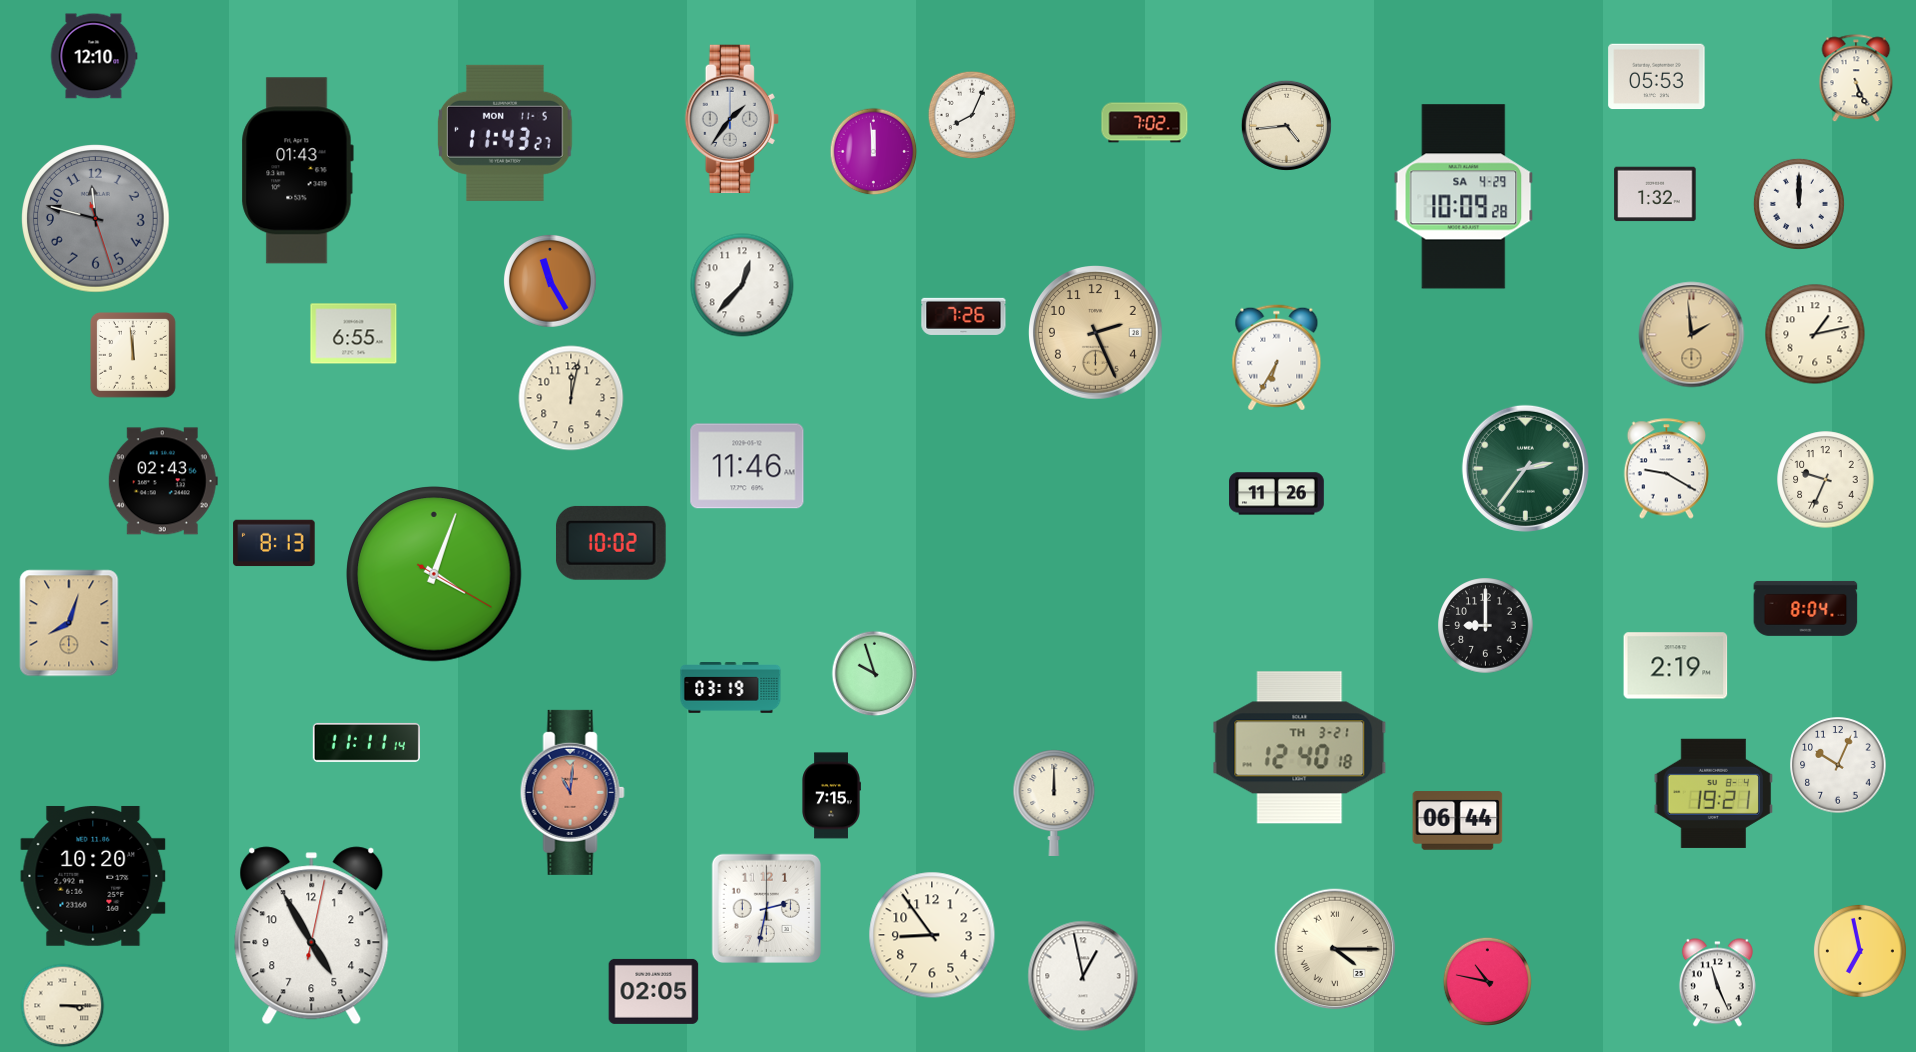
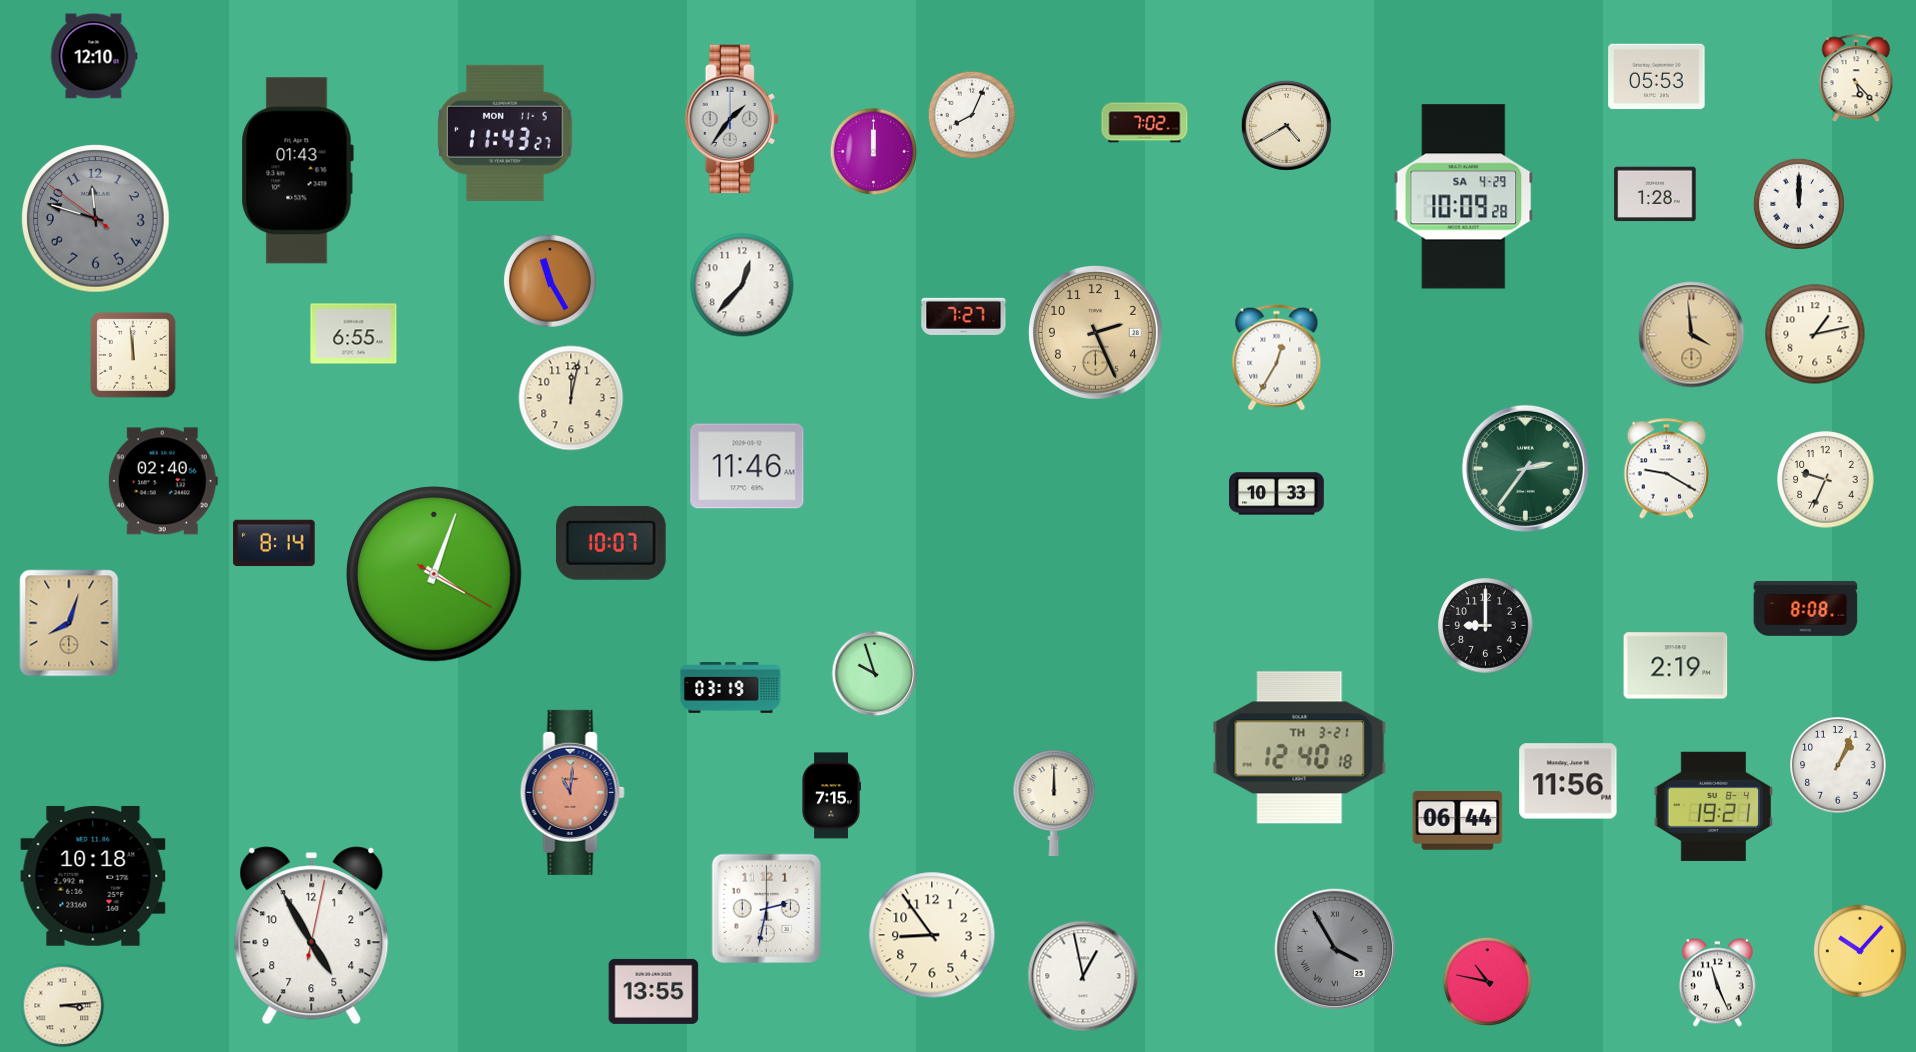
clock at (1856, 79): 5:26 -> 5:23
clock at (1286, 125): 4:44 -> 4:40
clock at (874, 152): 11:59 -> 12:00
clock at (1655, 194): 1:32 -> 1:28
clock at (96, 219): 11:47:27 -> 11:47:51
clock at (964, 316): 7:26 -> 7:27
clock at (1692, 335): 1:59 -> 3:59
clock at (1277, 358): 6:35 -> 12:35
clock at (163, 481): 02:43 -> 02:40
clock at (1277, 494): 11:26 -> 10:33
clock at (274, 543): 8:13 -> 8:14
clock at (611, 543): 10:02 -> 10:07
clock at (1806, 608): 8:04 -> 8:08
clock at (366, 742): 11:11 -> none
clock at (1838, 765): 10:04 -> 1:04
clock at (1568, 781): none -> 11:56
clock at (1714, 793) position: (1714, 793) -> (1714, 806)
clock at (93, 876): 10:20 -> 10:18
clock at (1335, 949): 4:15 -> 3:55
clock at (1335, 949) dial: cream -> grey
clock at (1860, 951): 6:58 -> 10:07
clock at (654, 991): 02:05 -> 13:55
clock at (63, 1006): 3:15 -> 3:14
